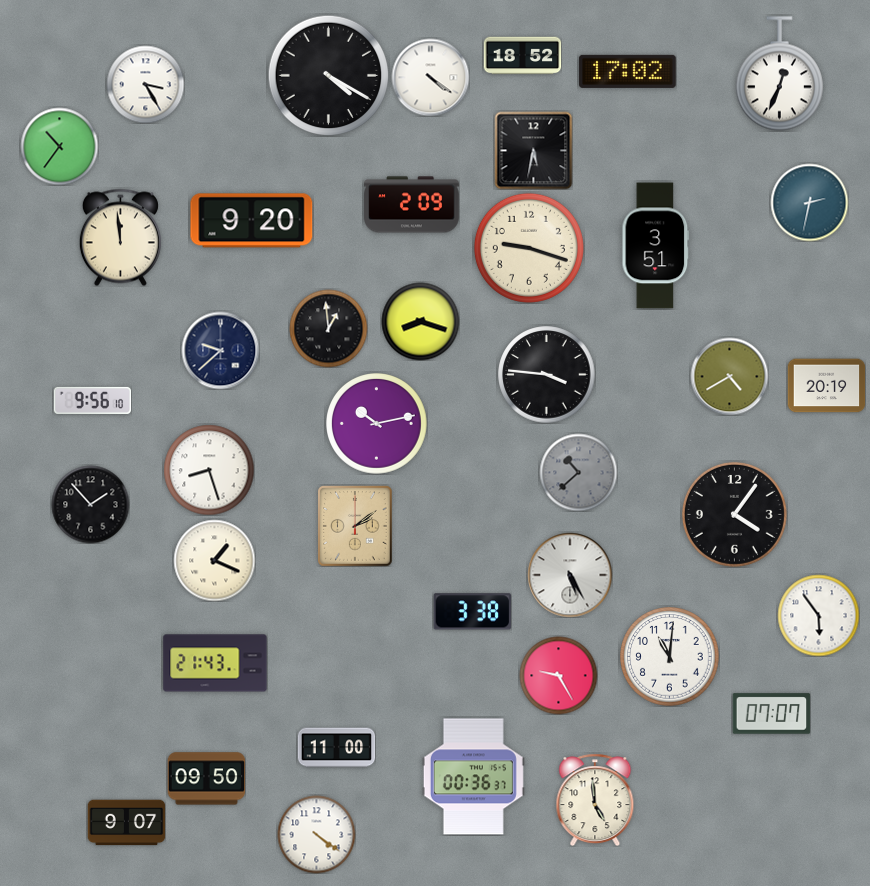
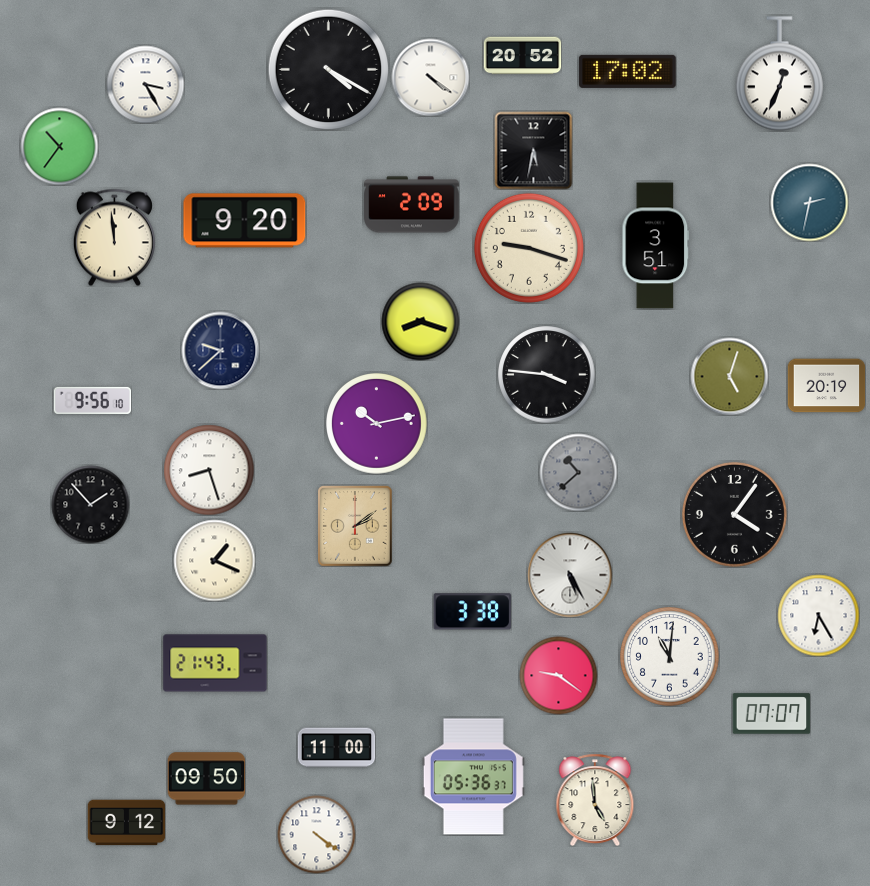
clock at (522, 56): 18:52 -> 20:52
clock at (328, 75) position: (328, 75) -> (328, 69)
clock at (252, 221) position: (252, 221) -> (245, 221)
clock at (120, 237) position: (120, 237) -> (114, 237)
clock at (328, 328): 12:59 -> none
clock at (729, 376): 4:40 -> 5:03
clock at (818, 615): 5:54 -> 6:25
clock at (558, 675): 9:25 -> 9:21
clock at (473, 777): 00:36 -> 05:36
clock at (126, 823): 9:07 -> 9:12
